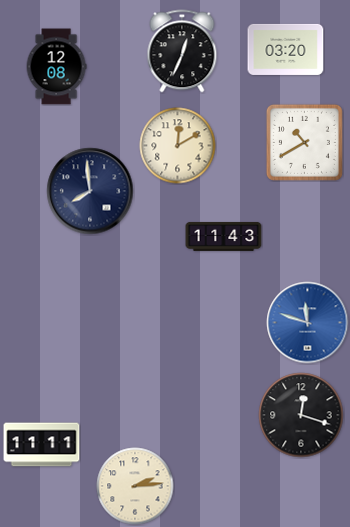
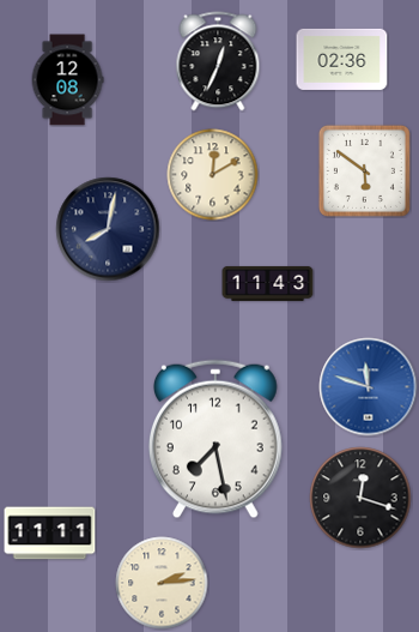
clock at (286, 49): 03:20 -> 02:36
clock at (304, 142): 10:40 -> 5:51
clock at (90, 191): 7:59 -> 8:02
clock at (215, 439): none -> 7:28
